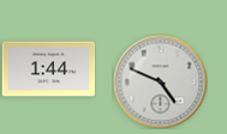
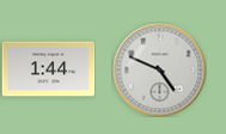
clock at (160, 81) position: (160, 81) -> (159, 69)
